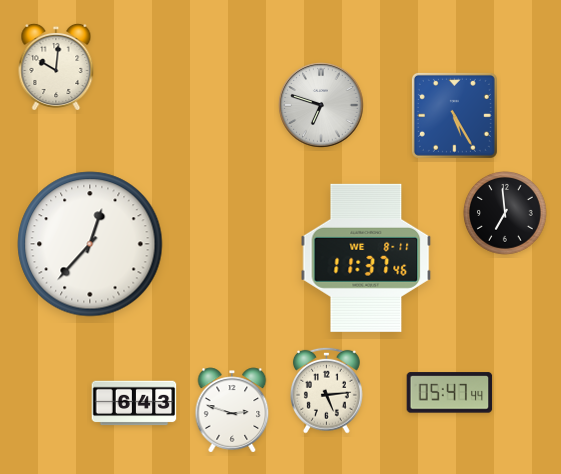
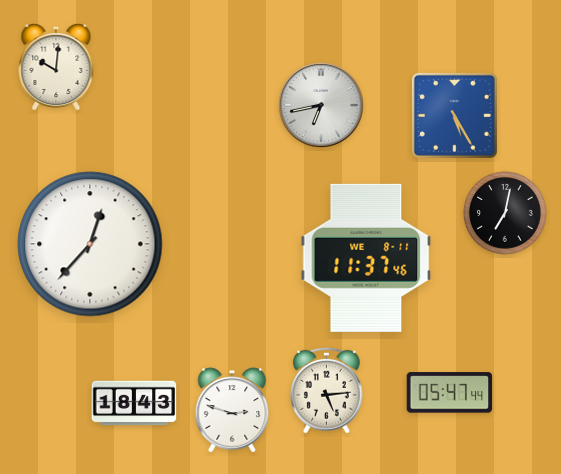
clock at (321, 105): 6:48 -> 6:43
clock at (506, 214): 6:59 -> 7:02
clock at (134, 403): 6:43 -> 18:43
